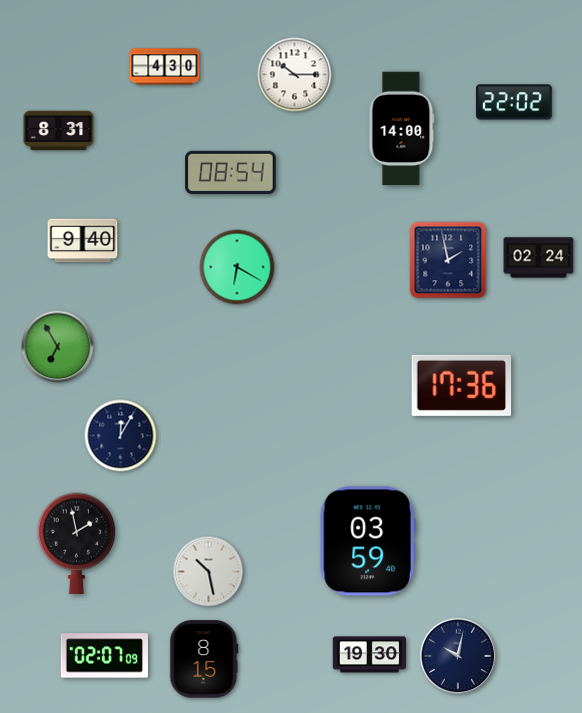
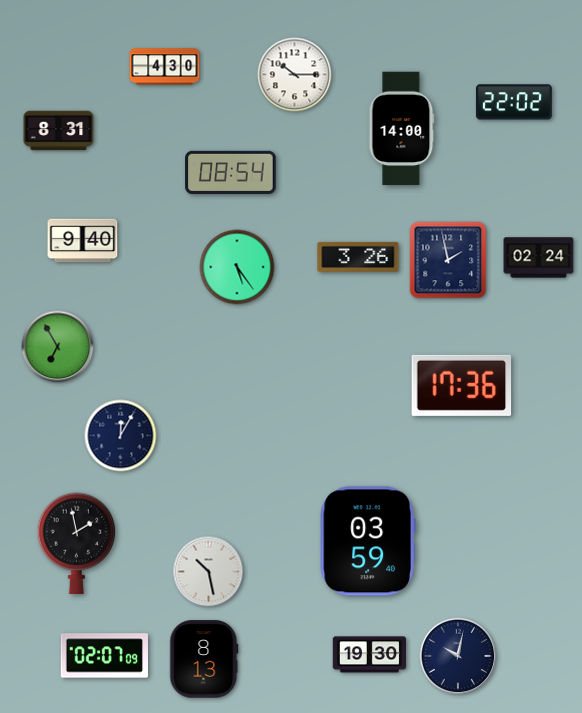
clock at (358, 257): none -> 3:26
clock at (237, 267): 6:20 -> 5:24
clock at (204, 659): 8:15 -> 8:13
